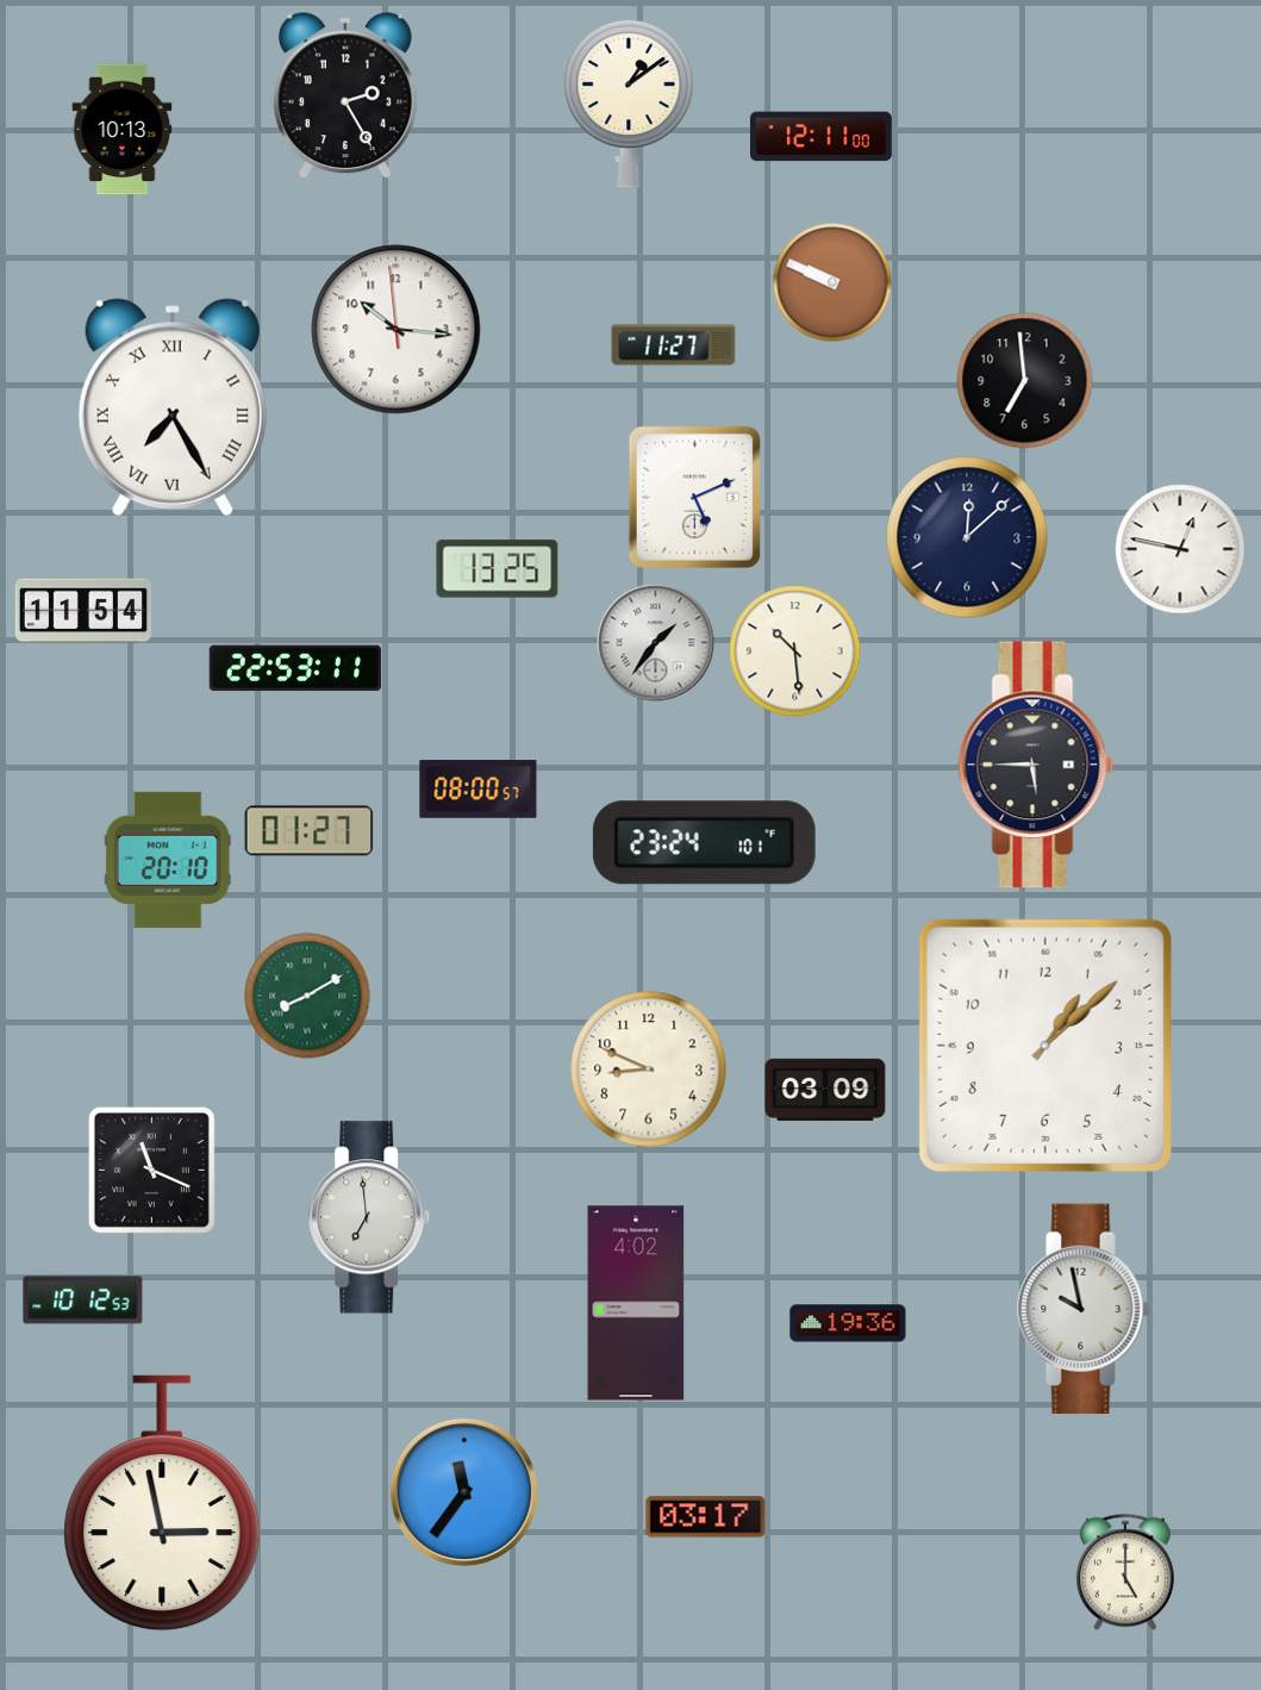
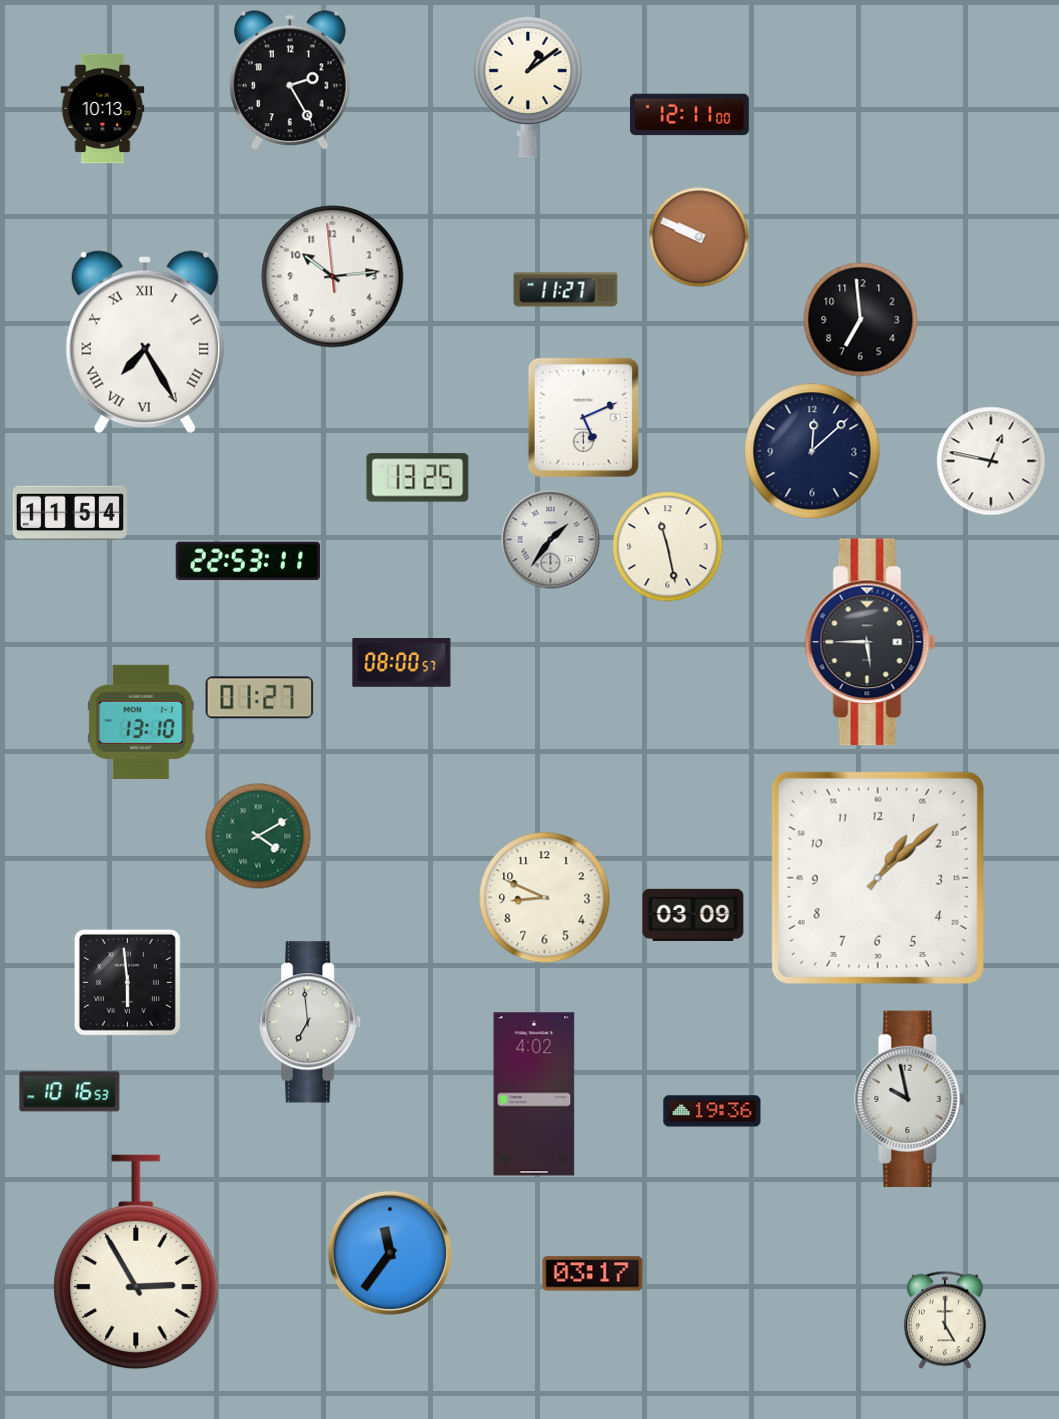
clock at (397, 330): 10:15 -> 10:13
clock at (795, 651): 10:29 -> 11:28
clock at (704, 843): 23:24 -> none
clock at (168, 860): 20:10 -> 13:10
clock at (307, 996): 8:10 -> 4:10
clock at (151, 1170): 11:19 -> 5:59
clock at (83, 1301): 10:12 -> 10:16
clock at (162, 1503): 2:58 -> 2:55
